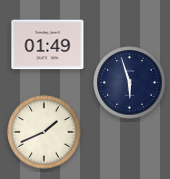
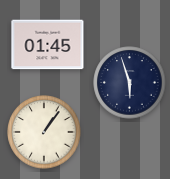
clock at (48, 45): 01:49 -> 01:45
clock at (44, 132): 1:41 -> 1:06
